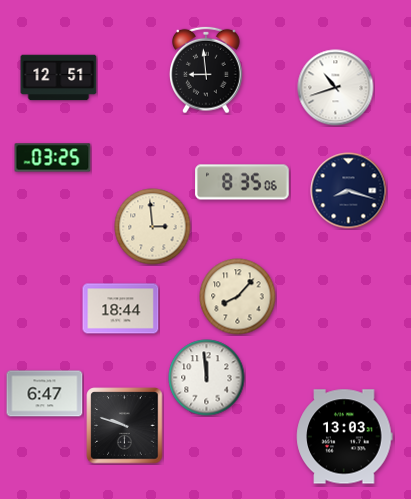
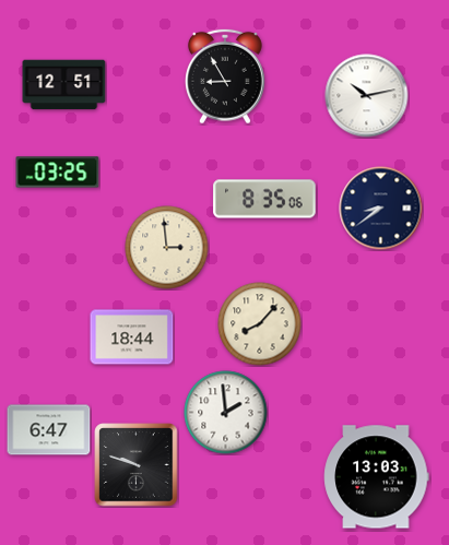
clock at (207, 70): 8:59 -> 8:55
clock at (336, 88): 10:42 -> 10:13
clock at (349, 191): 8:18 -> 8:39
clock at (207, 378): 11:59 -> 1:59
